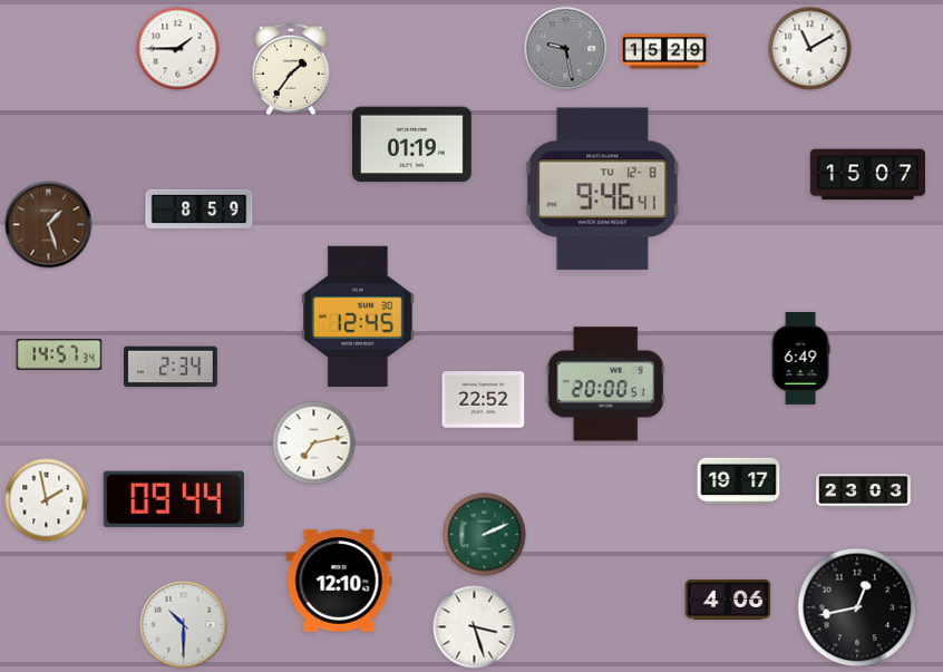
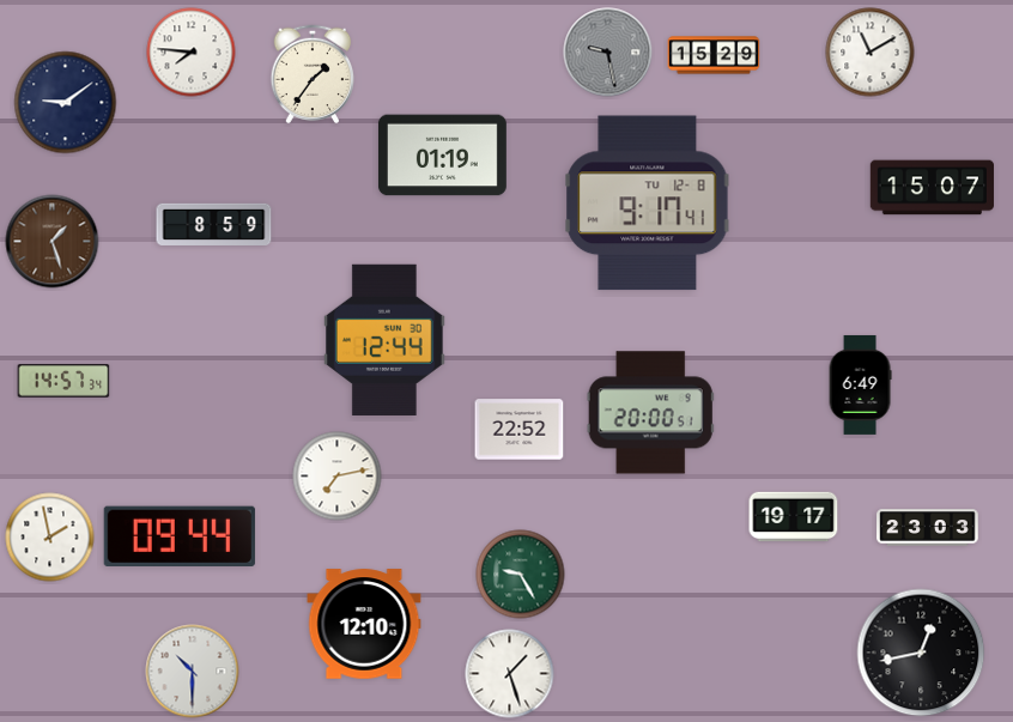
clock at (178, 49): 1:45 -> 7:46
clock at (66, 103): none -> 9:09
clock at (603, 189): 9:46 -> 9:17
clock at (358, 316): 12:45 -> 12:44
clock at (172, 367): 2:34 -> none
clock at (174, 498) position: (174, 498) -> (180, 535)
clock at (485, 535): 2:11 -> 9:25
clock at (728, 601): 4:06 -> none
clock at (184, 625) position: (184, 625) -> (193, 672)
clock at (475, 627): 3:27 -> 1:27
